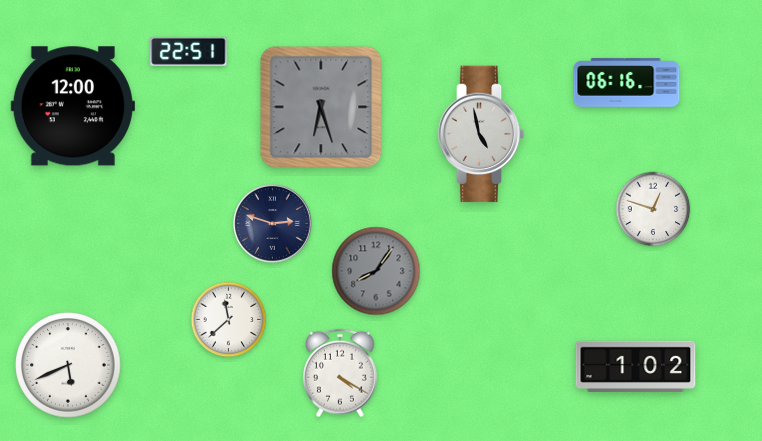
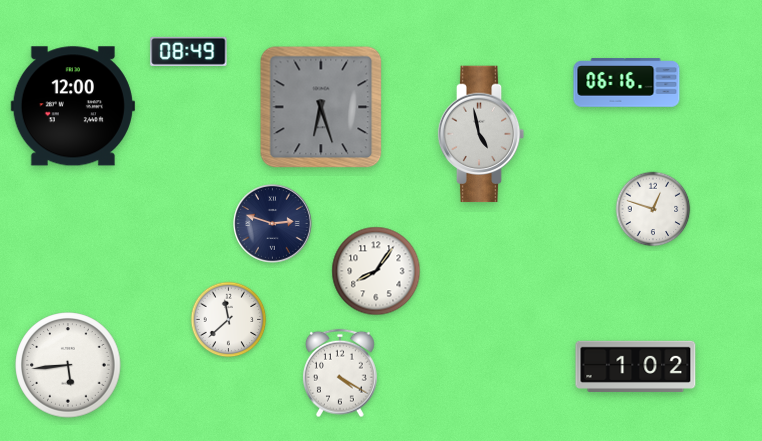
clock at (189, 51): 22:51 -> 08:49
clock at (376, 271) dial: grey -> white
clock at (68, 365): 5:41 -> 5:44
